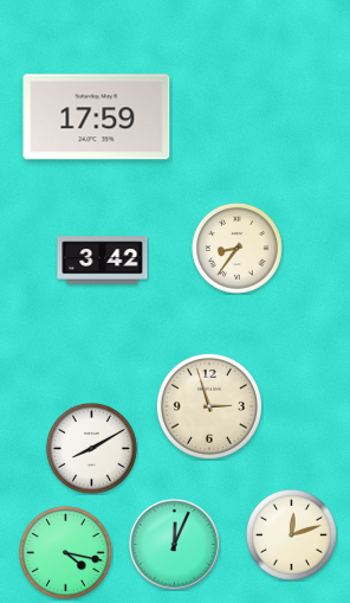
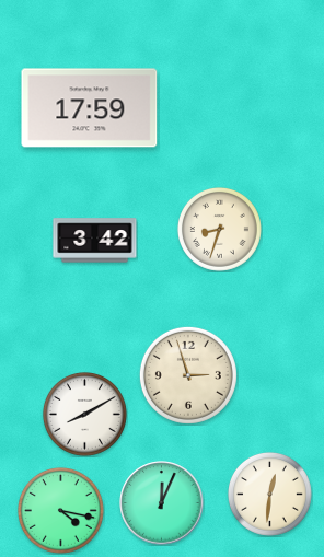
clock at (238, 249): 8:36 -> 8:33
clock at (209, 406) position: (209, 406) -> (188, 375)
clock at (292, 535): 12:12 -> 12:31
